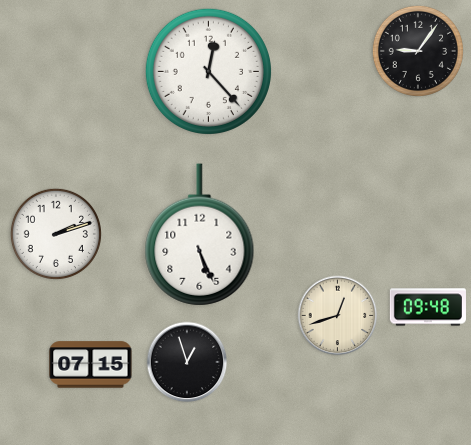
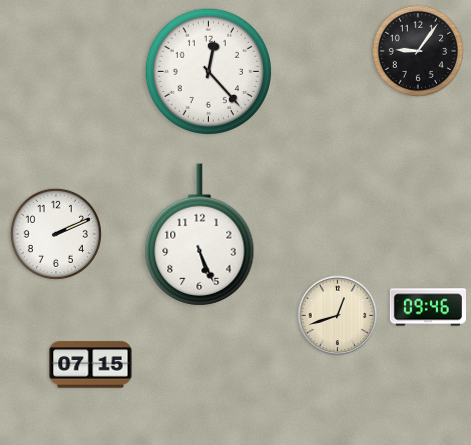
clock at (56, 234): 2:12 -> 2:11
clock at (428, 307): 09:48 -> 09:46
clock at (187, 362): 12:57 -> none
